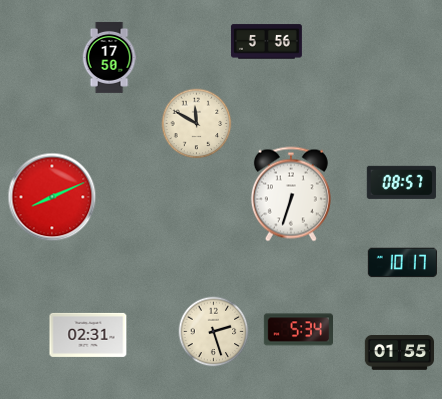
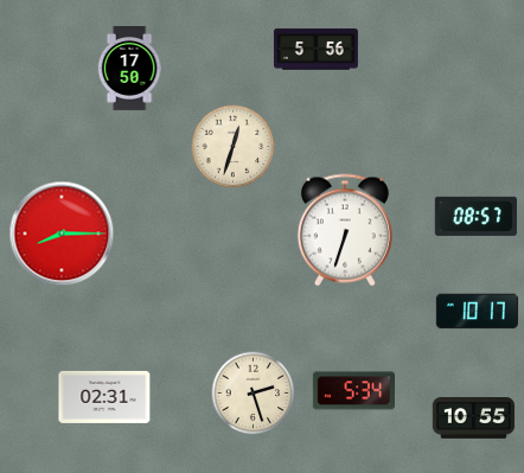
clock at (197, 124): 11:50 -> 12:33
clock at (52, 197): 8:11 -> 8:15
clock at (399, 353): 01:55 -> 10:55
